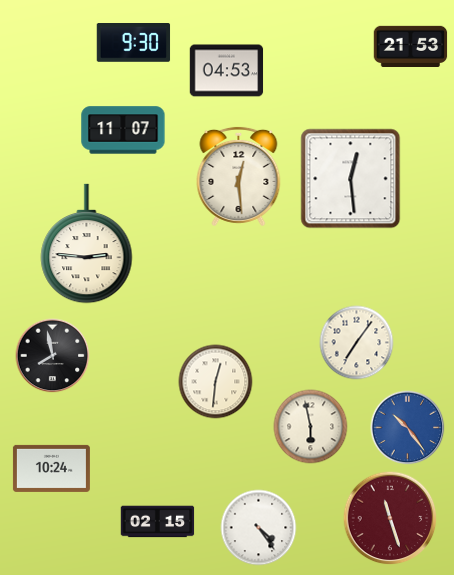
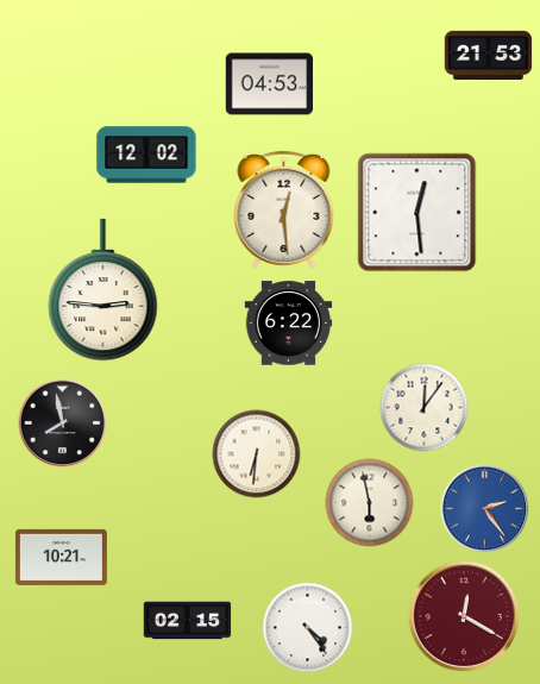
clock at (134, 43): 9:30 -> none
clock at (123, 130): 11:07 -> 12:02
clock at (289, 324): none -> 6:22
clock at (357, 343): 7:06 -> 12:06
clock at (216, 382): 12:31 -> 6:31
clock at (311, 427) position: (311, 427) -> (370, 503)
clock at (408, 428): 10:24 -> 2:24
clock at (51, 468): 10:24 -> 10:21
clock at (390, 518): 11:27 -> 12:20
